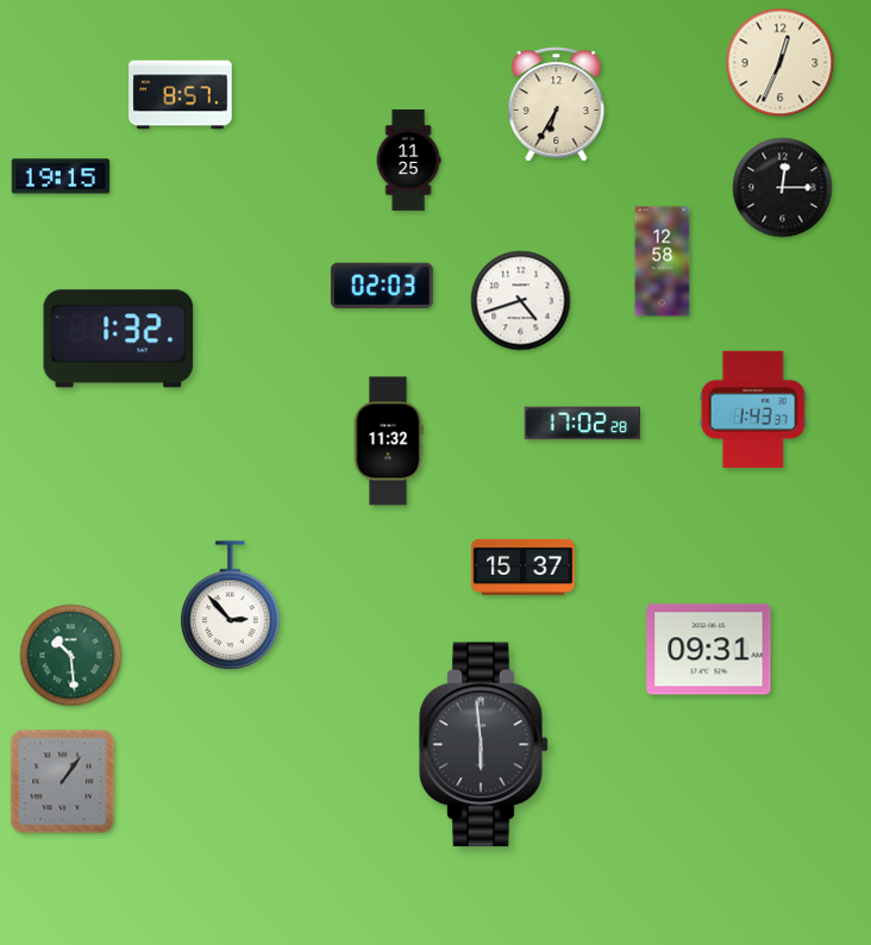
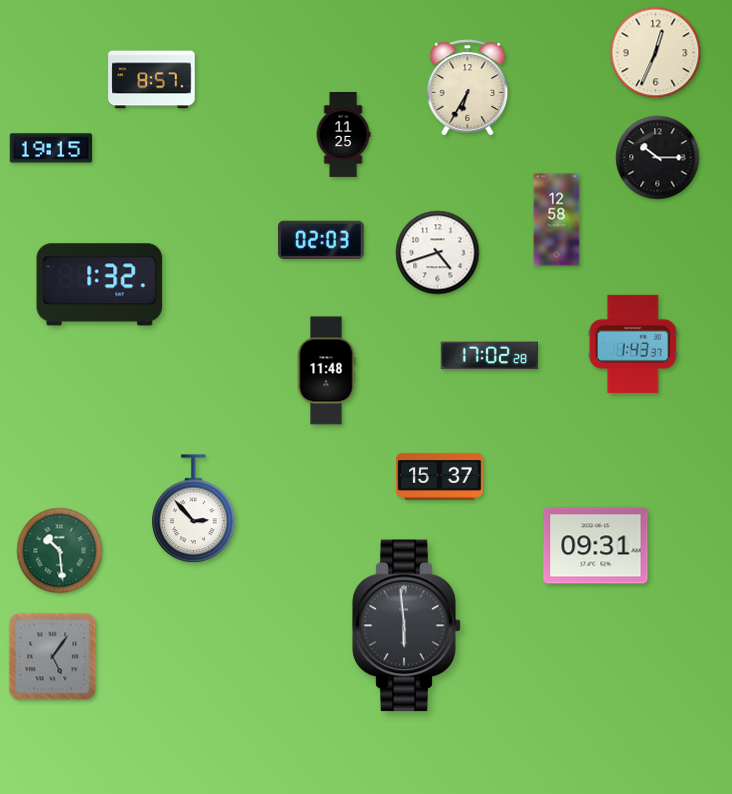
clock at (783, 188): 12:15 -> 10:15
clock at (388, 442): 11:32 -> 11:48
clock at (63, 782): 1:06 -> 5:06
